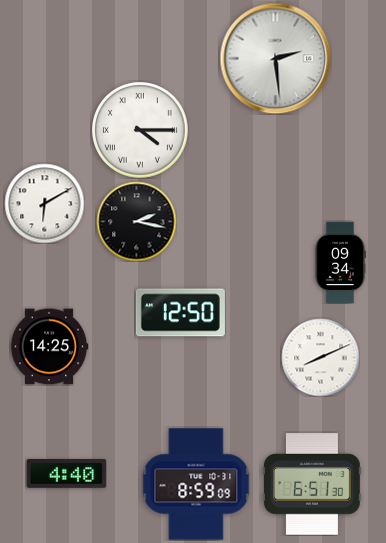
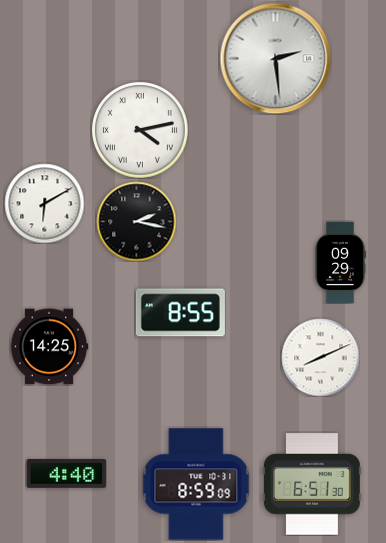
clock at (140, 130): 4:15 -> 4:13
clock at (340, 262): 09:34 -> 09:29
clock at (180, 313): 12:50 -> 8:55
